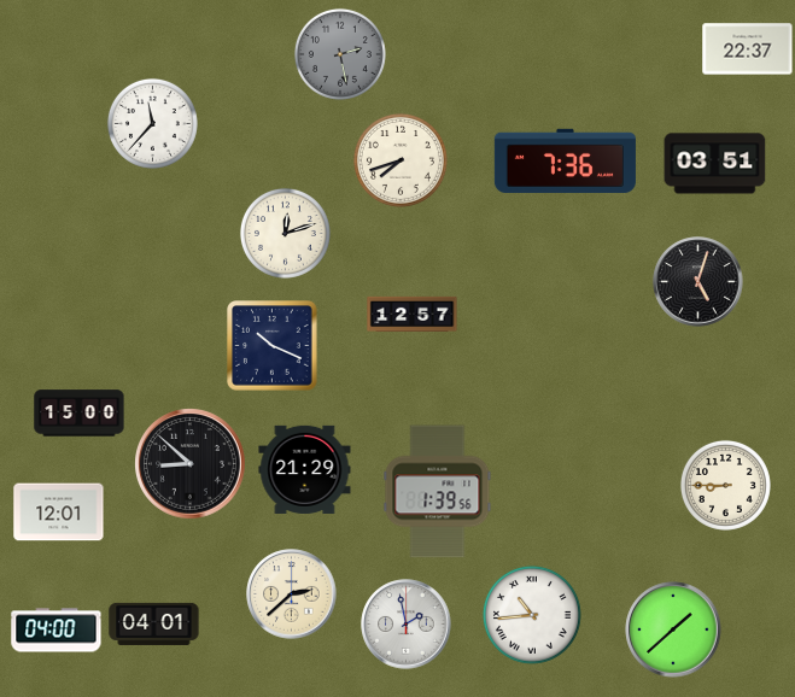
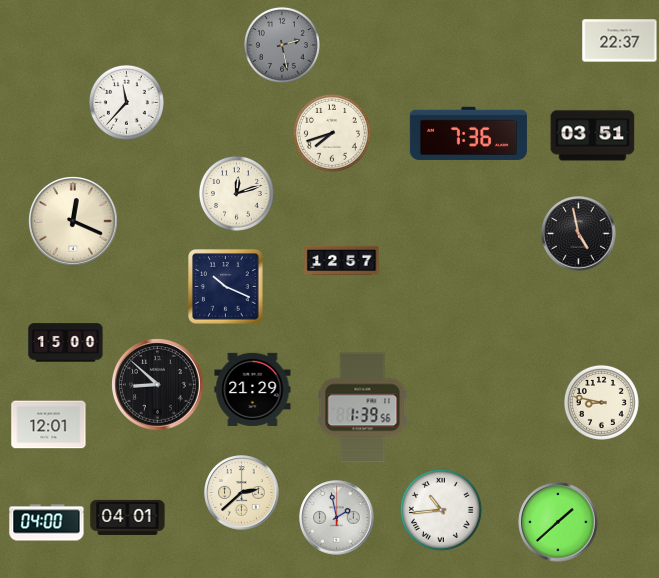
clock at (73, 221): none -> 12:19
clock at (698, 282): 5:03 -> 4:58
clock at (725, 485): 8:45 -> 8:47
